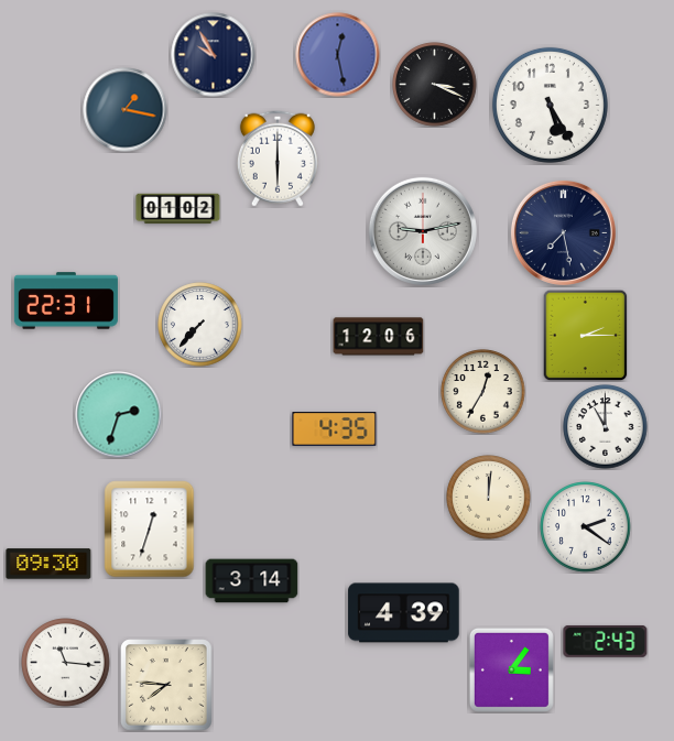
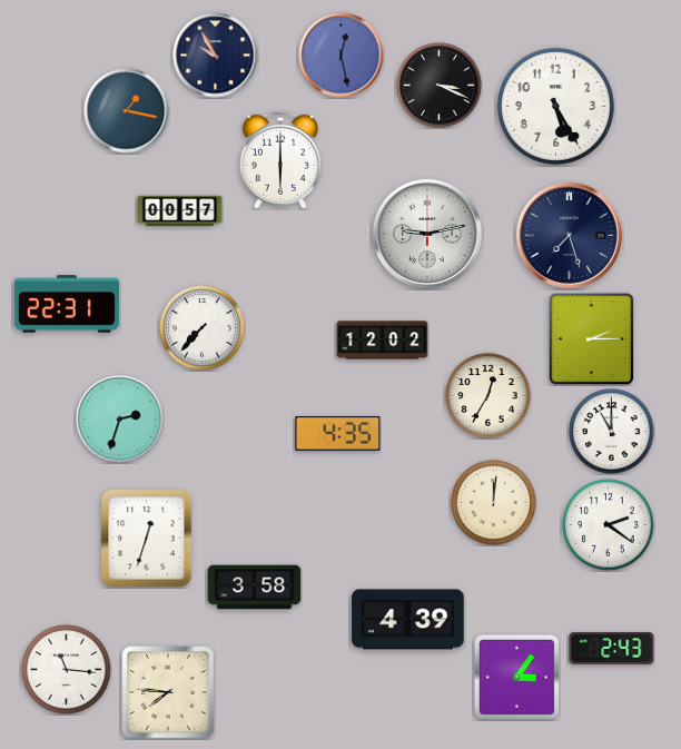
clock at (178, 209): 01:02 -> 00:57
clock at (563, 232): 7:28 -> 7:27
clock at (379, 337): 12:06 -> 12:02
clock at (586, 527) position: (586, 527) -> (609, 525)
clock at (150, 530) position: (150, 530) -> (147, 539)
clock at (48, 564): 09:30 -> none
clock at (252, 581): 3:14 -> 3:58
